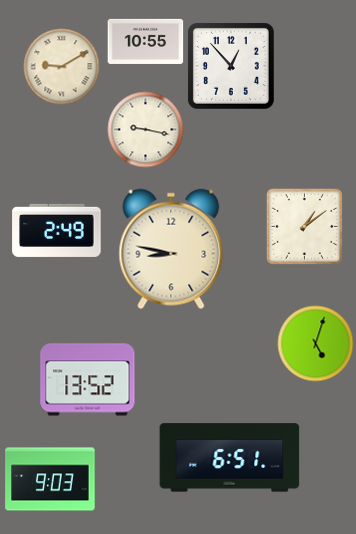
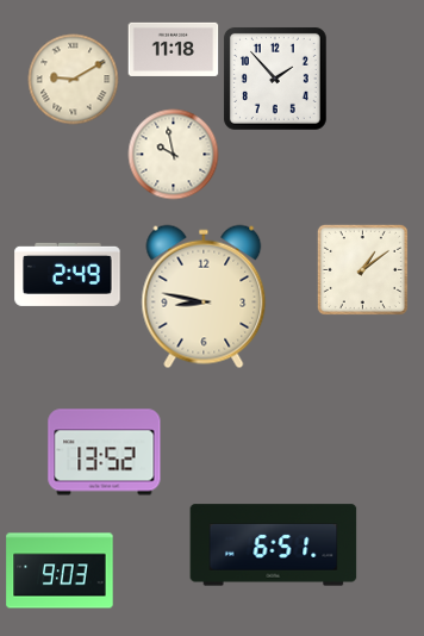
clock at (146, 41): 10:55 -> 11:18
clock at (231, 66): 12:53 -> 1:53
clock at (146, 130): 9:17 -> 9:58
clock at (316, 344): 5:03 -> none
